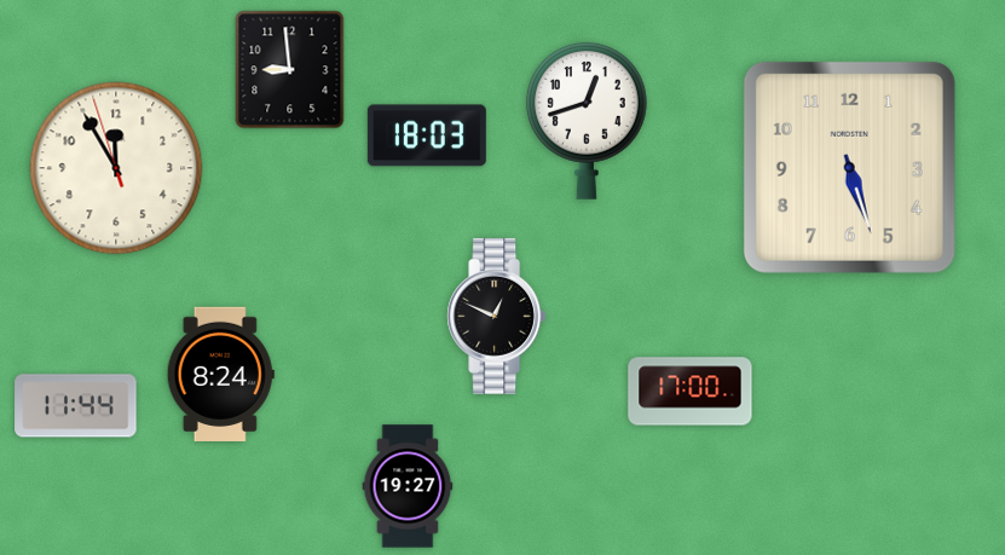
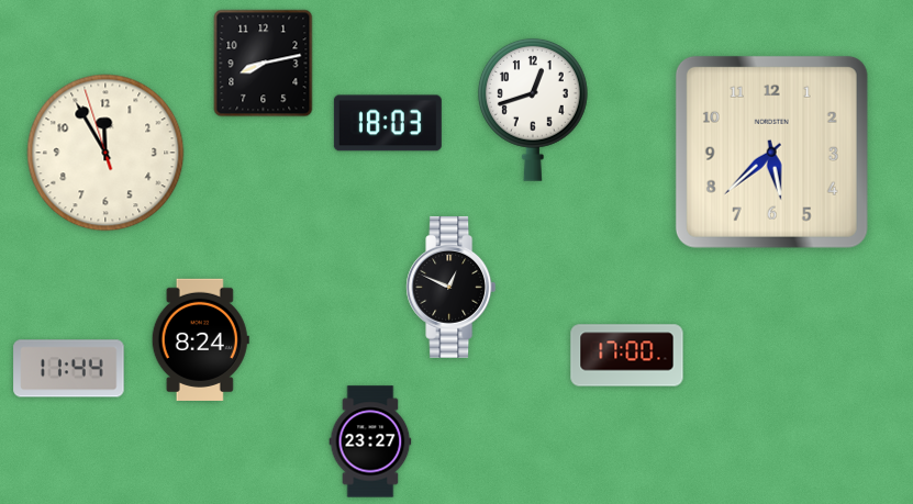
clock at (290, 70): 8:59 -> 8:13
clock at (849, 167): 5:27 -> 5:38
clock at (408, 486): 19:27 -> 23:27
